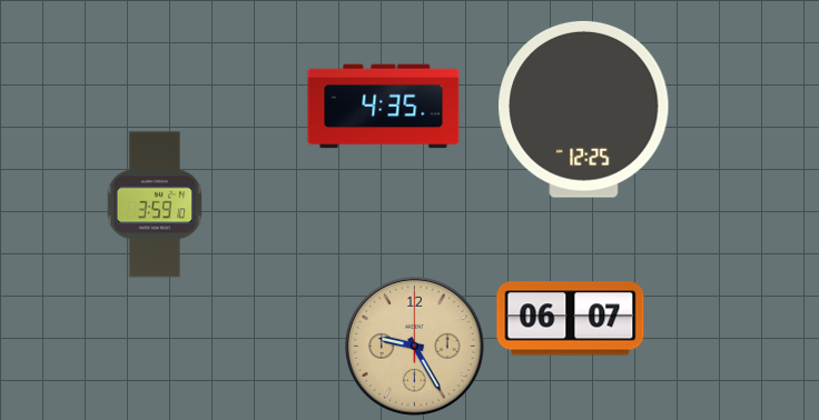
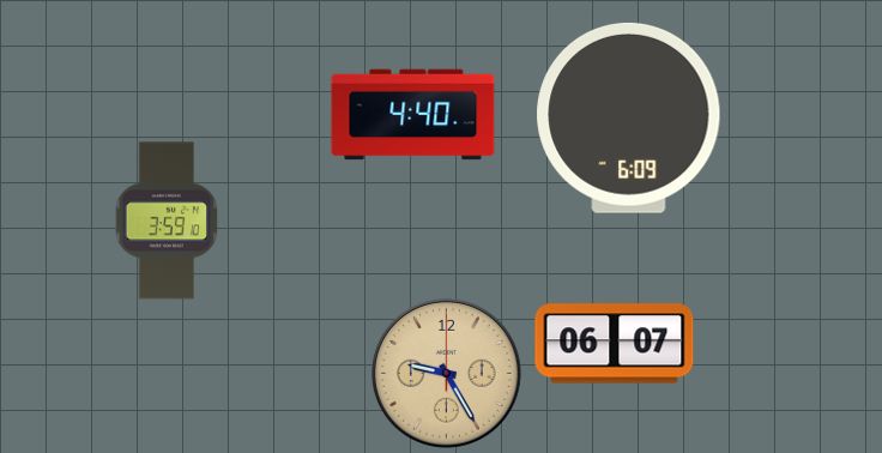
clock at (384, 107): 4:35 -> 4:40
clock at (584, 109): 12:25 -> 6:09
